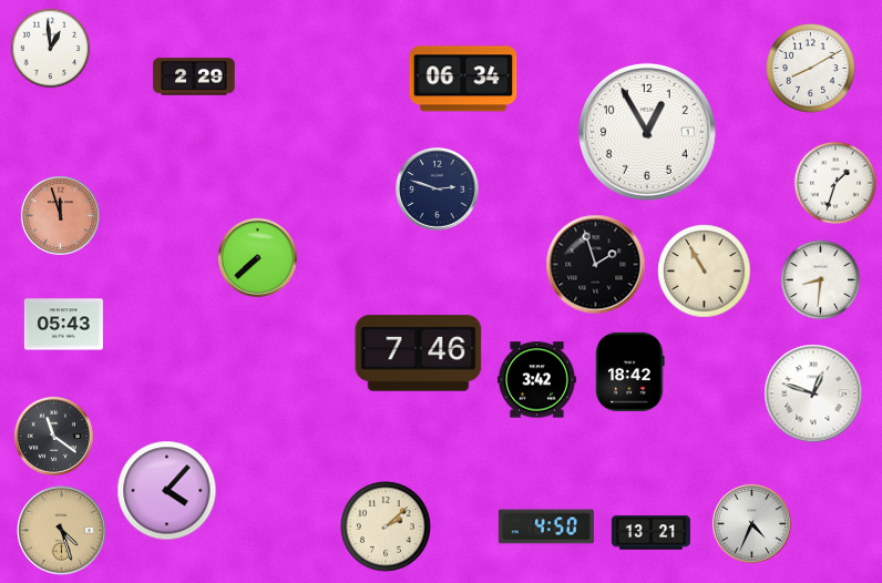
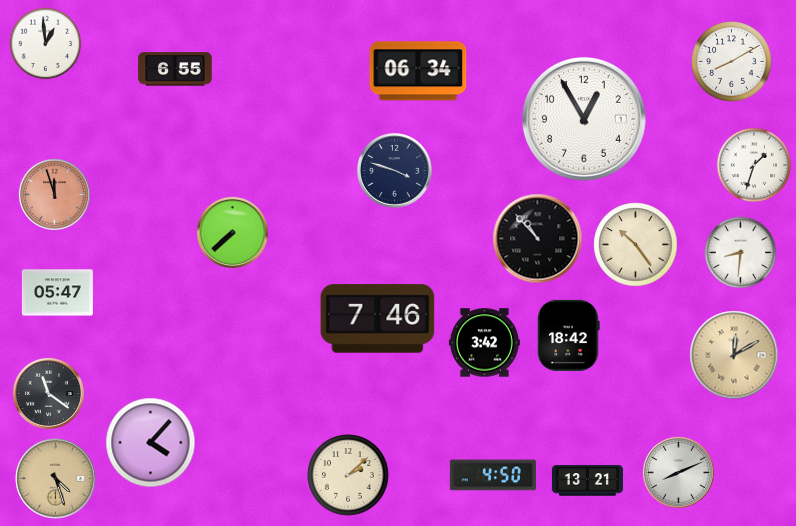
clock at (194, 76): 2:29 -> 6:55
clock at (438, 190): 2:48 -> 3:48
clock at (596, 265): 1:57 -> 10:53
clock at (705, 272): 10:55 -> 10:24
clock at (63, 325): 05:43 -> 05:47
clock at (813, 393): 12:48 -> 12:10
clock at (813, 393) dial: white -> champagne
clock at (751, 523): 4:34 -> 8:11
